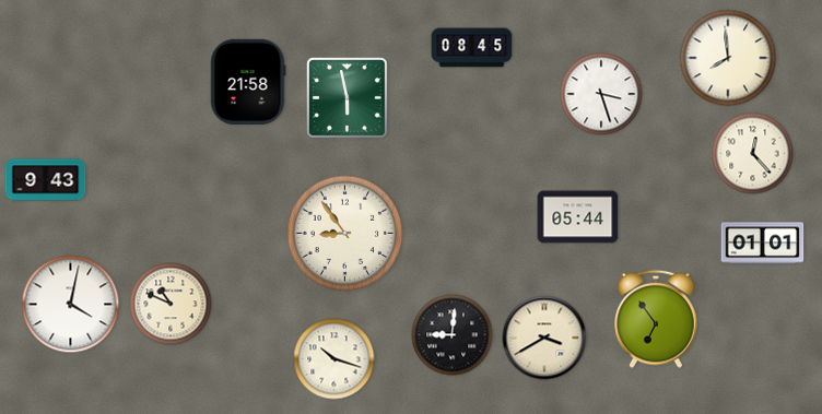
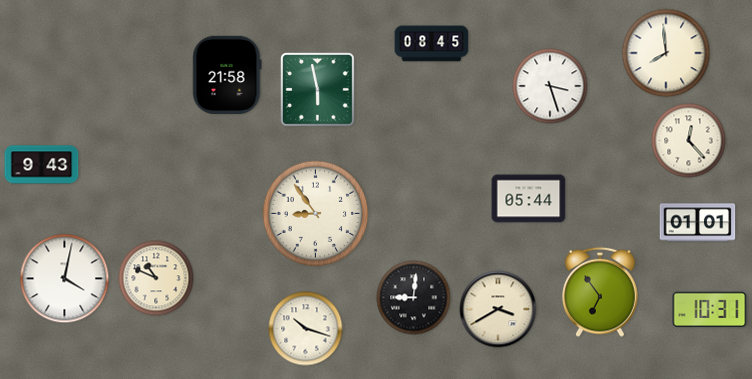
clock at (453, 335) position: (453, 335) -> (414, 298)
clock at (710, 310): none -> 10:31
